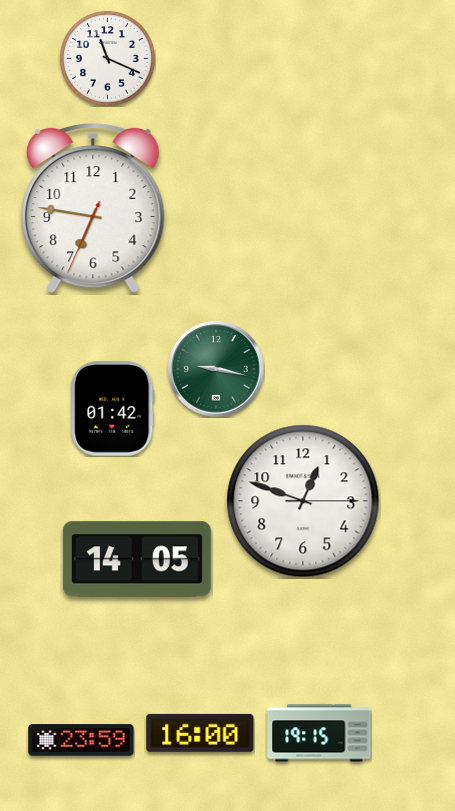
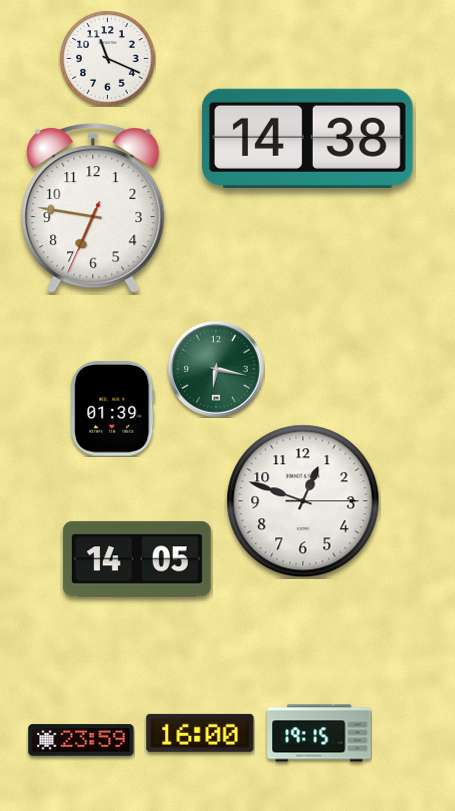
clock at (308, 138): none -> 14:38
clock at (217, 370): 9:17 -> 6:17
clock at (113, 409): 01:42 -> 01:39
